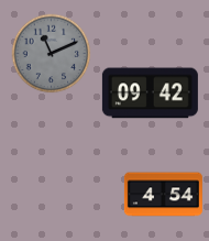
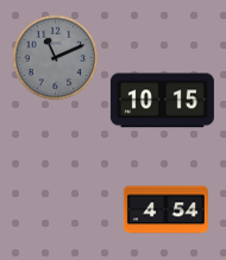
clock at (150, 94): 09:42 -> 10:15
clock at (163, 195) position: (163, 195) -> (165, 210)
